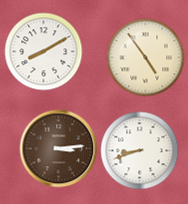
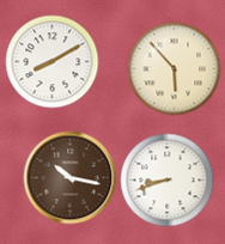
clock at (145, 57): 4:54 -> 5:53
clock at (58, 148): 3:14 -> 10:17
